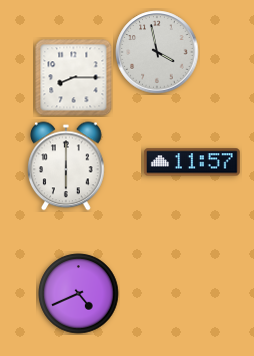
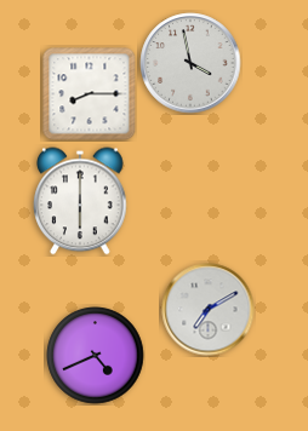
clock at (192, 162): 11:57 -> none
clock at (209, 310): none -> 7:10
